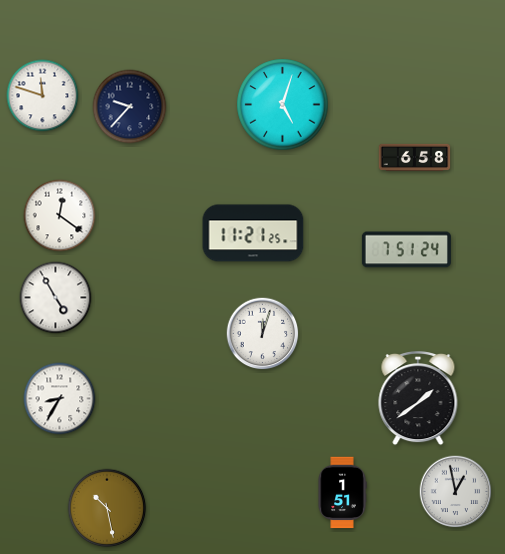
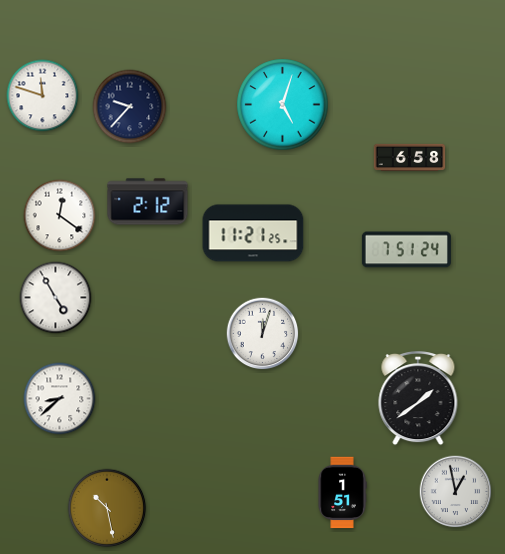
clock at (415, 157) position: (415, 157) -> (410, 157)
clock at (148, 202): none -> 2:12
clock at (60, 399): 8:35 -> 8:38
